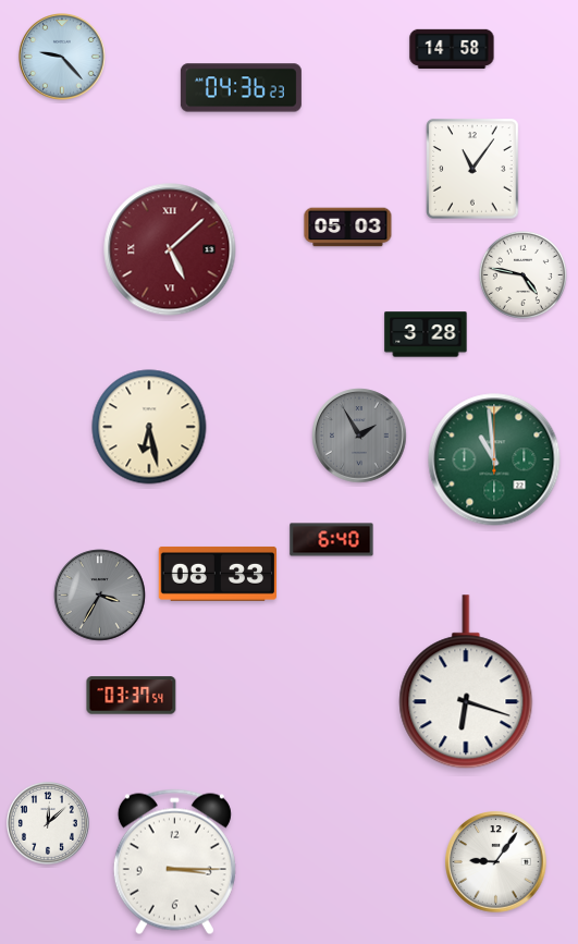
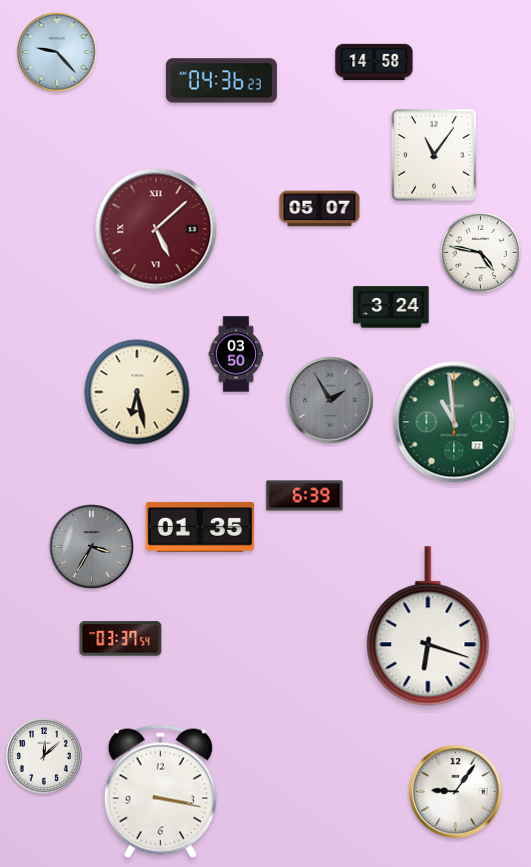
clock at (452, 48) position: (452, 48) -> (374, 61)
clock at (348, 228): 05:03 -> 05:07
clock at (426, 334): 3:28 -> 3:24
clock at (236, 354): none -> 03:50
clock at (332, 540): 6:40 -> 6:39
clock at (217, 574): 08:33 -> 01:35
clock at (174, 862): 3:15 -> 3:17
